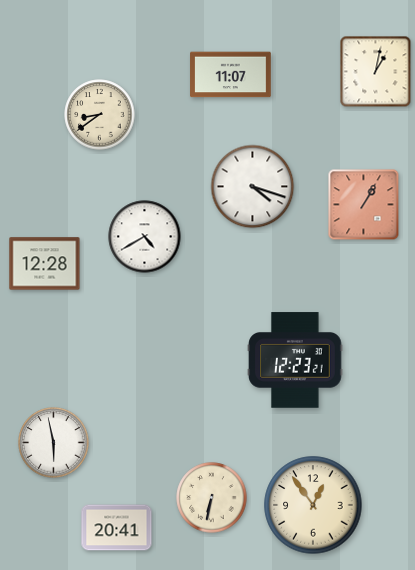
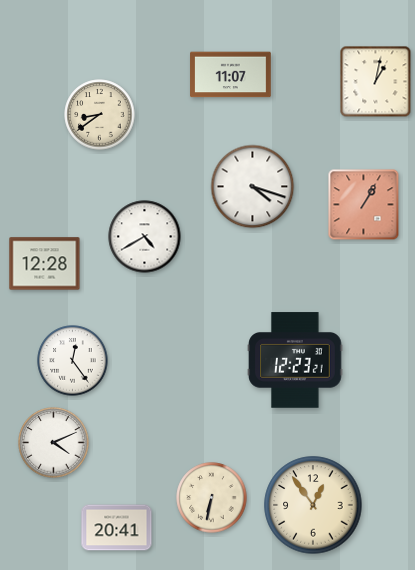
clock at (376, 72) position: (376, 72) -> (376, 82)
clock at (73, 361): none -> 12:24
clock at (54, 443): 5:58 -> 4:11
